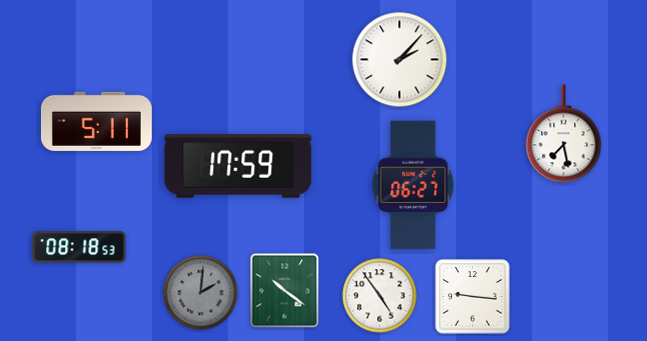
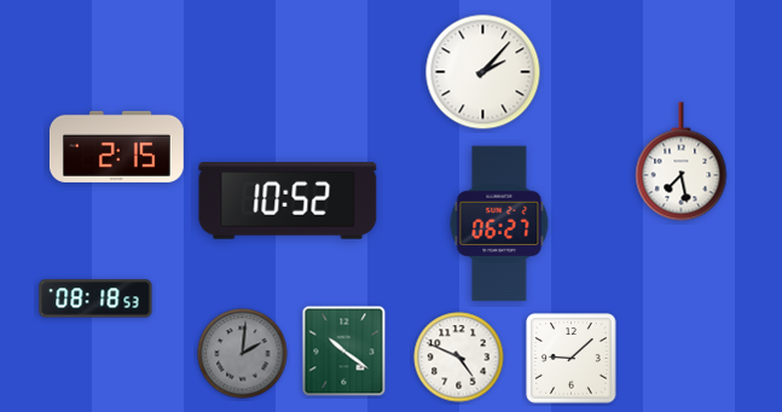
clock at (96, 121): 5:11 -> 2:15
clock at (238, 166): 17:59 -> 10:52
clock at (380, 296): 4:54 -> 4:49
clock at (473, 297): 9:16 -> 9:08
